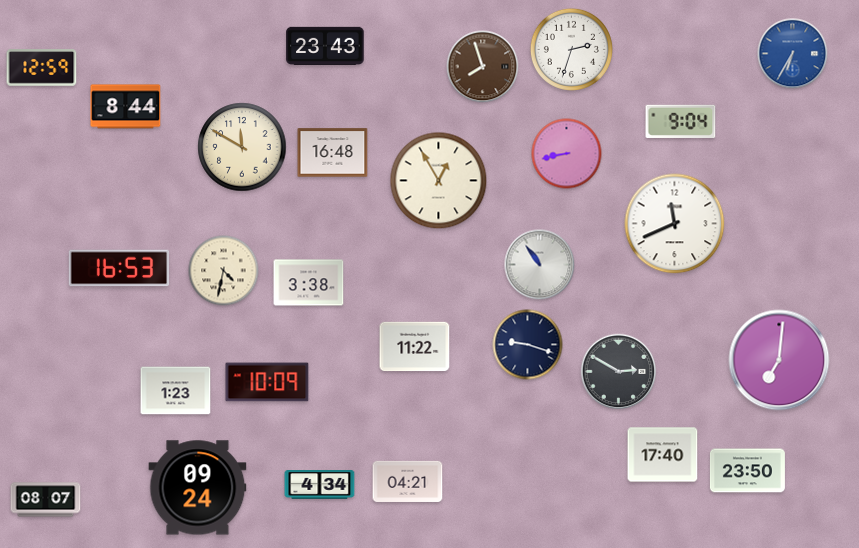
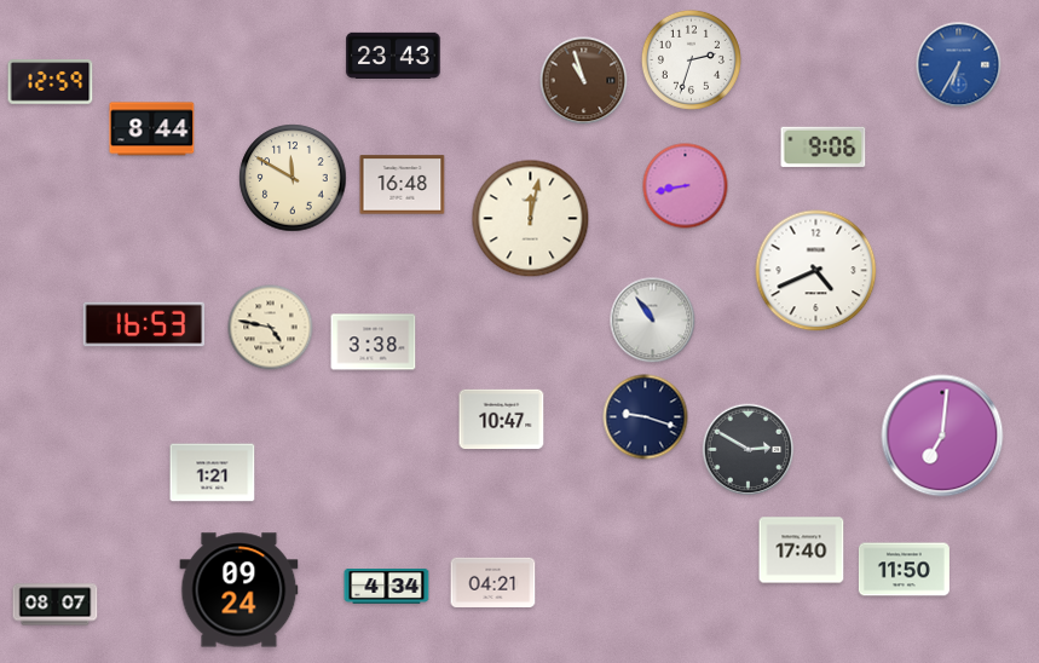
clock at (483, 67): 7:57 -> 10:57
clock at (681, 121): 9:04 -> 9:06
clock at (439, 181): 12:55 -> 12:02
clock at (675, 224): 11:41 -> 4:41
clock at (224, 271): 4:32 -> 4:47
clock at (528, 345) position: (528, 345) -> (646, 417)
clock at (415, 347): 11:22 -> 10:47
clock at (267, 382): 10:09 -> none
clock at (176, 391): 1:23 -> 1:21
clock at (747, 471): 23:50 -> 11:50
